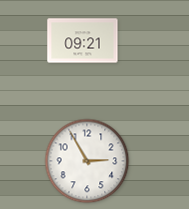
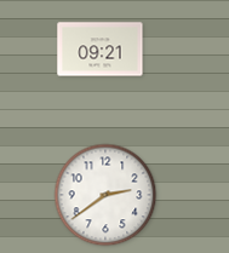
clock at (87, 161): 2:55 -> 2:39
